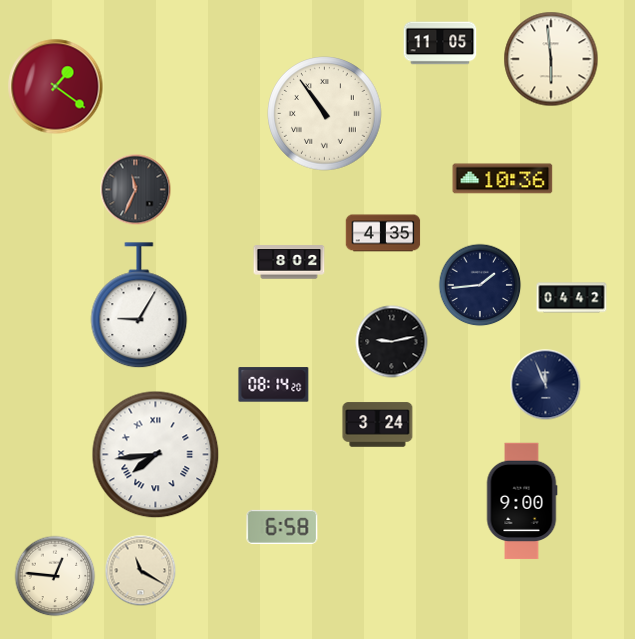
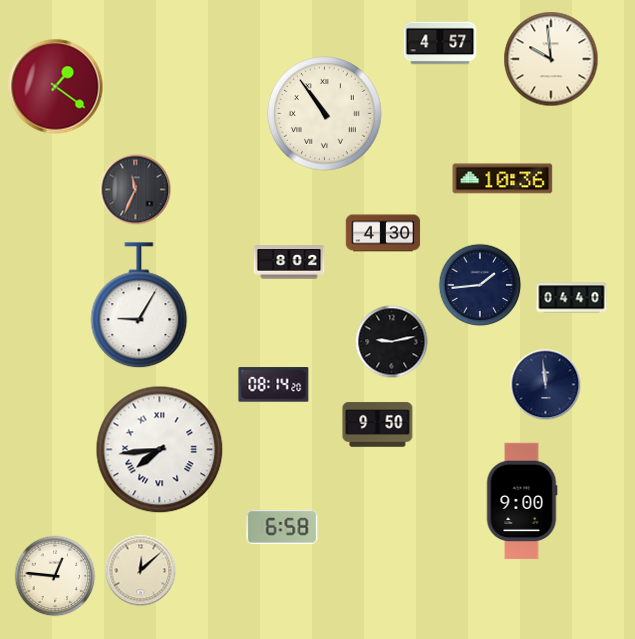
clock at (440, 43): 11:05 -> 4:57
clock at (551, 59): 5:59 -> 9:59
clock at (383, 233): 4:35 -> 4:30
clock at (572, 298): 04:42 -> 04:40
clock at (546, 385): 11:56 -> 11:59
clock at (378, 425): 3:24 -> 9:50
clock at (156, 455) position: (156, 455) -> (160, 450)
clock at (141, 571): 11:20 -> 12:08
